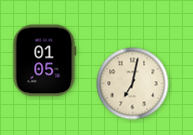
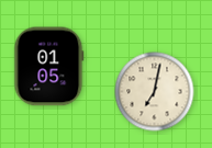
clock at (133, 84) position: (133, 84) -> (155, 92)
